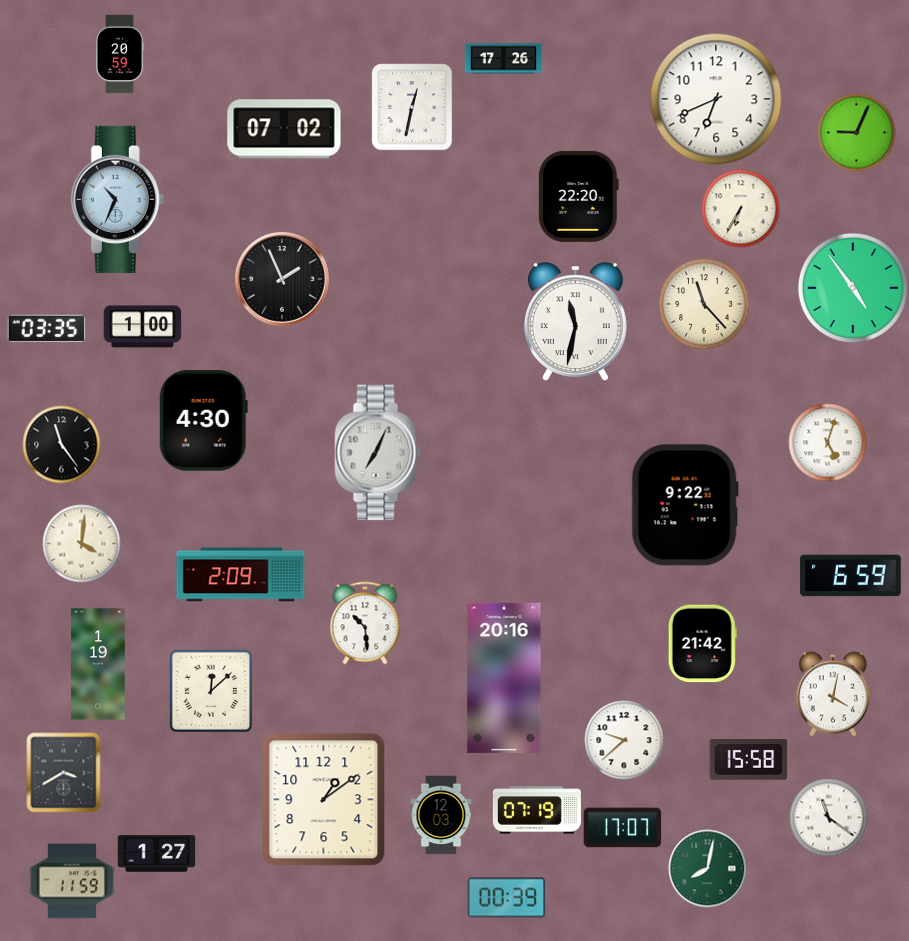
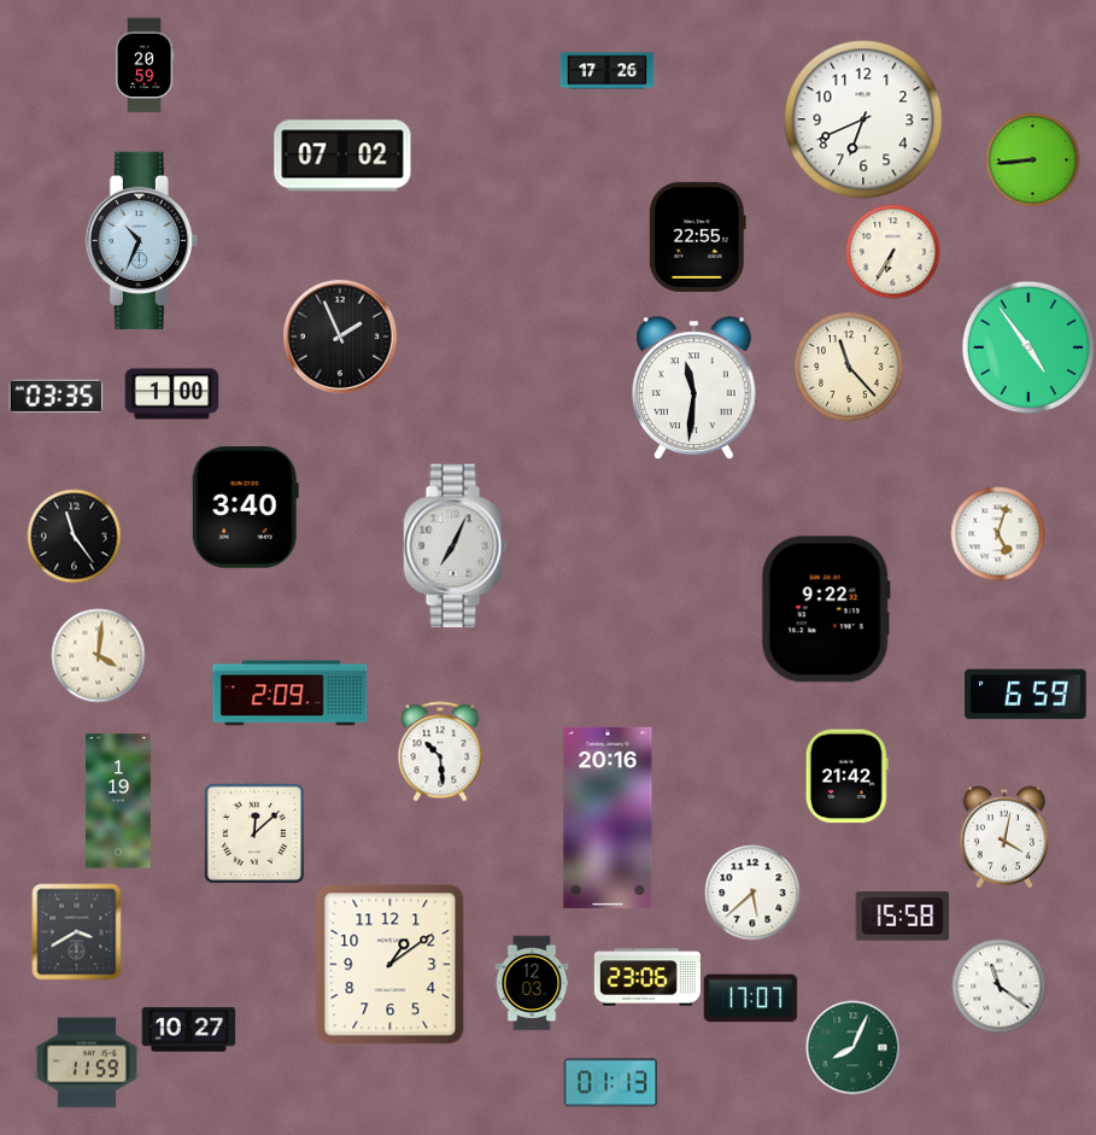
clock at (412, 107): 12:32 -> none
clock at (856, 132): 9:04 -> 8:44
clock at (578, 196): 22:20 -> 22:55
clock at (575, 321): 11:32 -> 11:31
clock at (203, 421): 4:30 -> 3:40
clock at (624, 740): 9:38 -> 5:38
clock at (537, 810): 07:19 -> 23:06
clock at (156, 854): 1:27 -> 10:27
clock at (707, 868): 8:02 -> 8:04
clock at (506, 898): 00:39 -> 01:13
